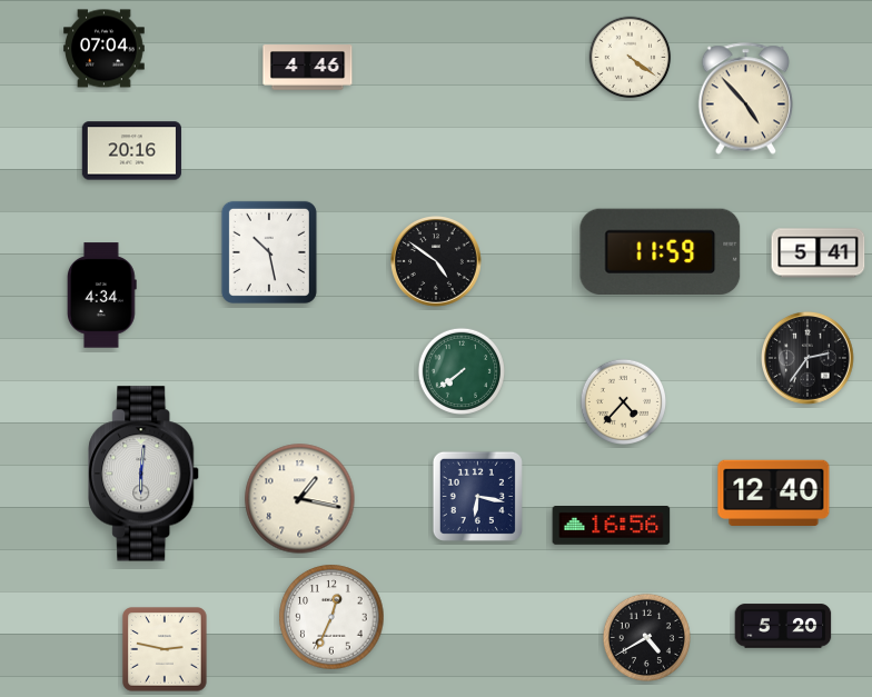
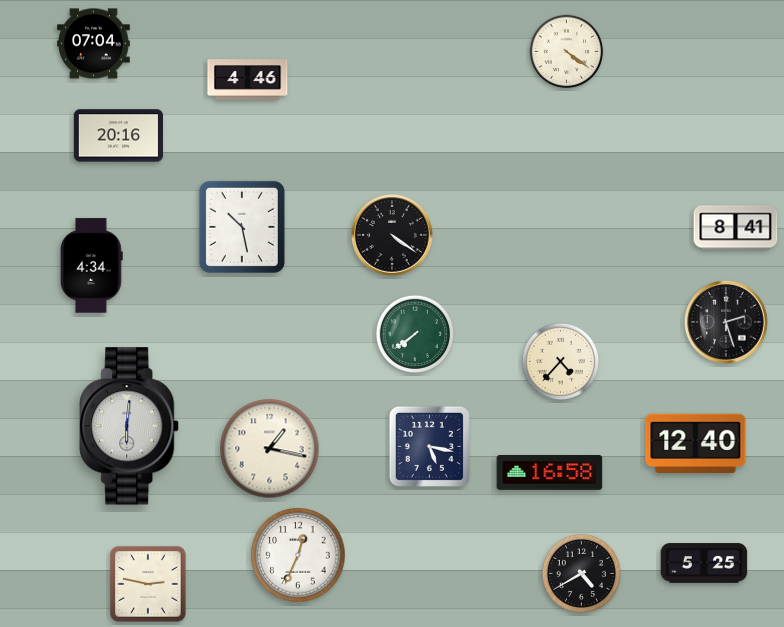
clock at (308, 68) position: (308, 68) -> (248, 80)
clock at (746, 99): 4:53 -> none
clock at (661, 251): 11:59 -> none
clock at (819, 253): 5:41 -> 8:41
clock at (437, 262): 4:51 -> 4:21
clock at (809, 359): 2:36 -> 2:27
clock at (477, 496): 6:17 -> 5:17
clock at (612, 526): 16:56 -> 16:58
clock at (783, 626): 5:20 -> 5:25
